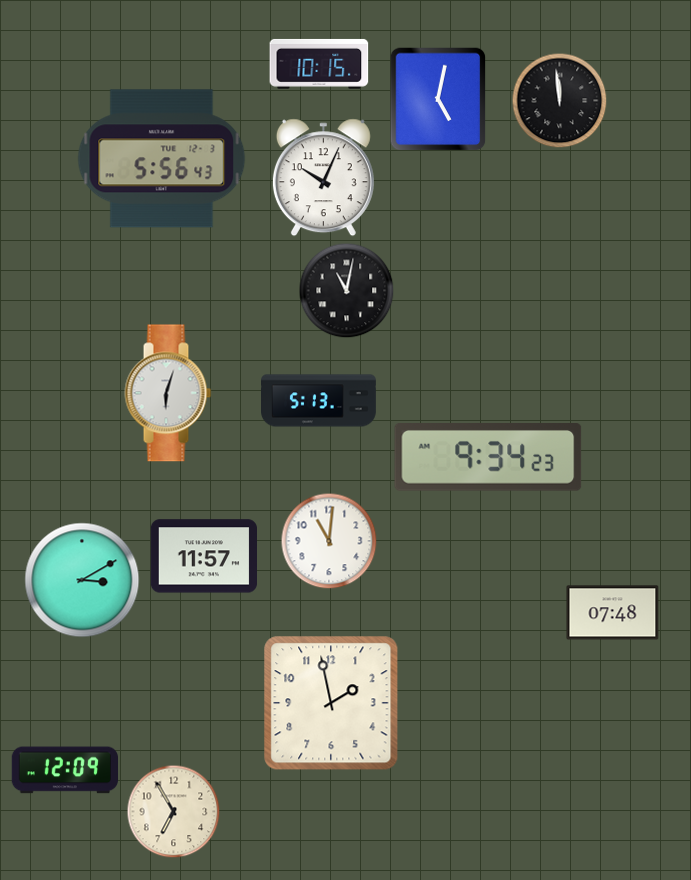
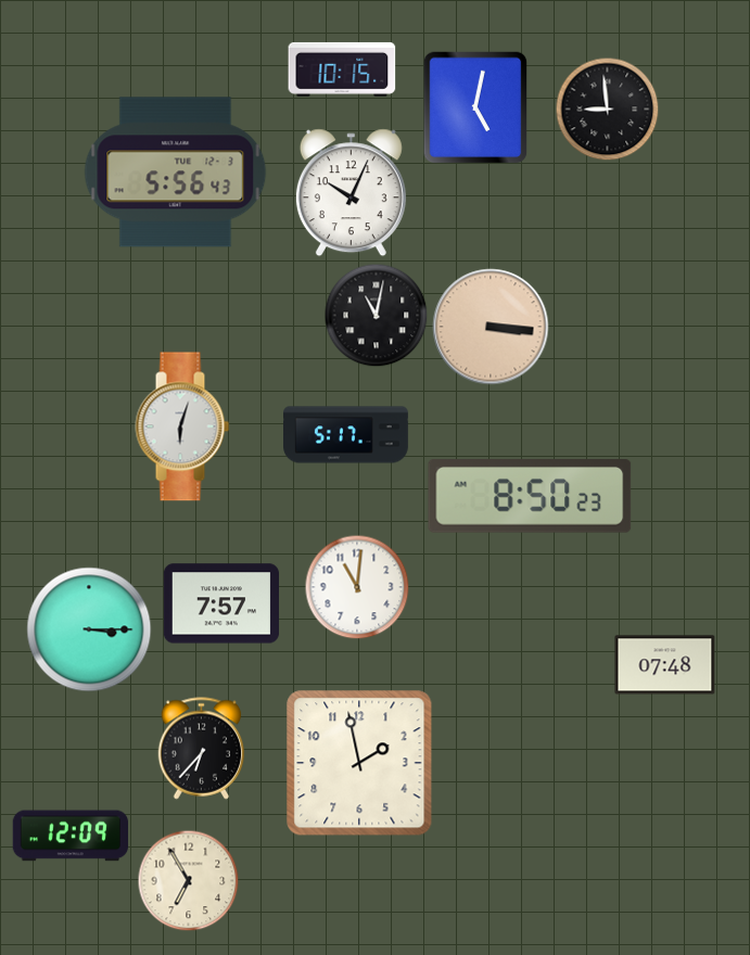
clock at (319, 64) position: (319, 64) -> (342, 69)
clock at (559, 100): 11:59 -> 8:59
clock at (491, 327): none -> 3:16
clock at (319, 401): 5:13 -> 5:17
clock at (488, 458): 9:34 -> 8:50
clock at (203, 556): 11:57 -> 7:57
clock at (82, 580): 3:10 -> 3:15
clock at (202, 749): none -> 6:37
